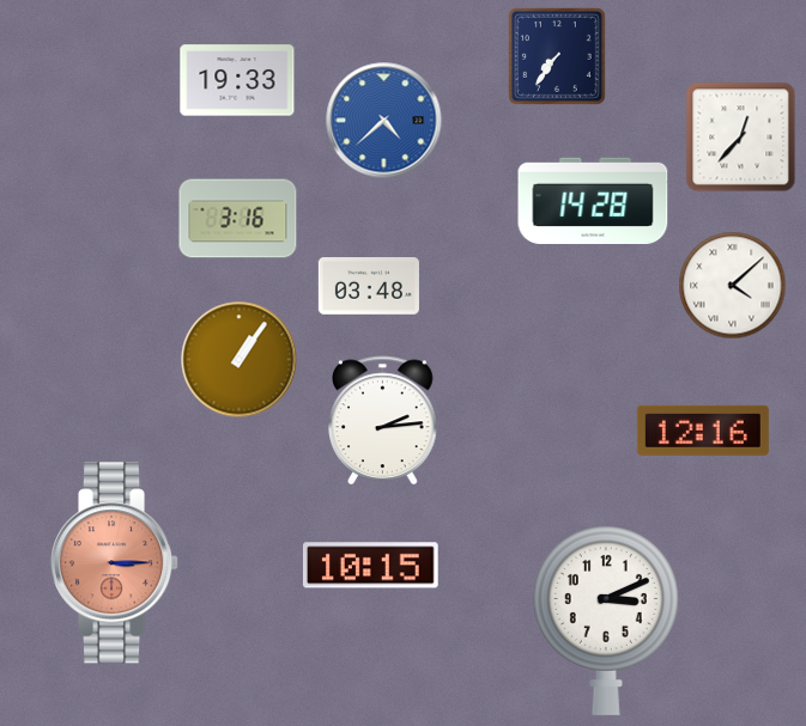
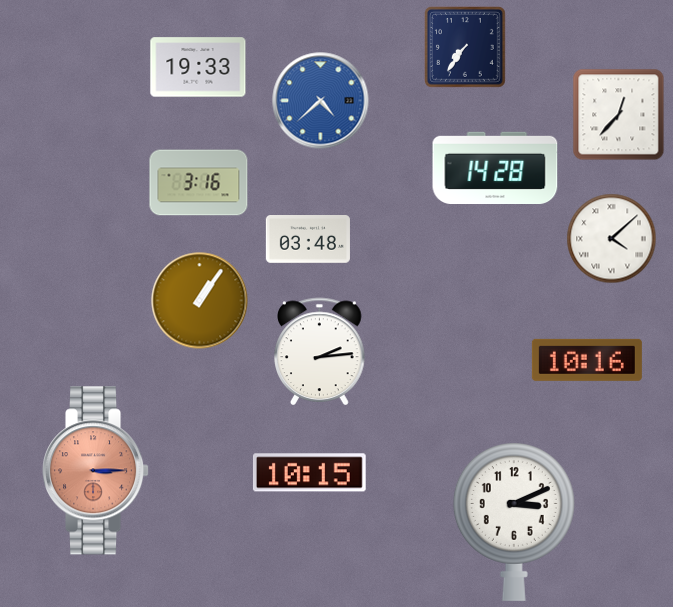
clock at (703, 431): 12:16 -> 10:16
clock at (606, 621) position: (606, 621) -> (514, 522)
